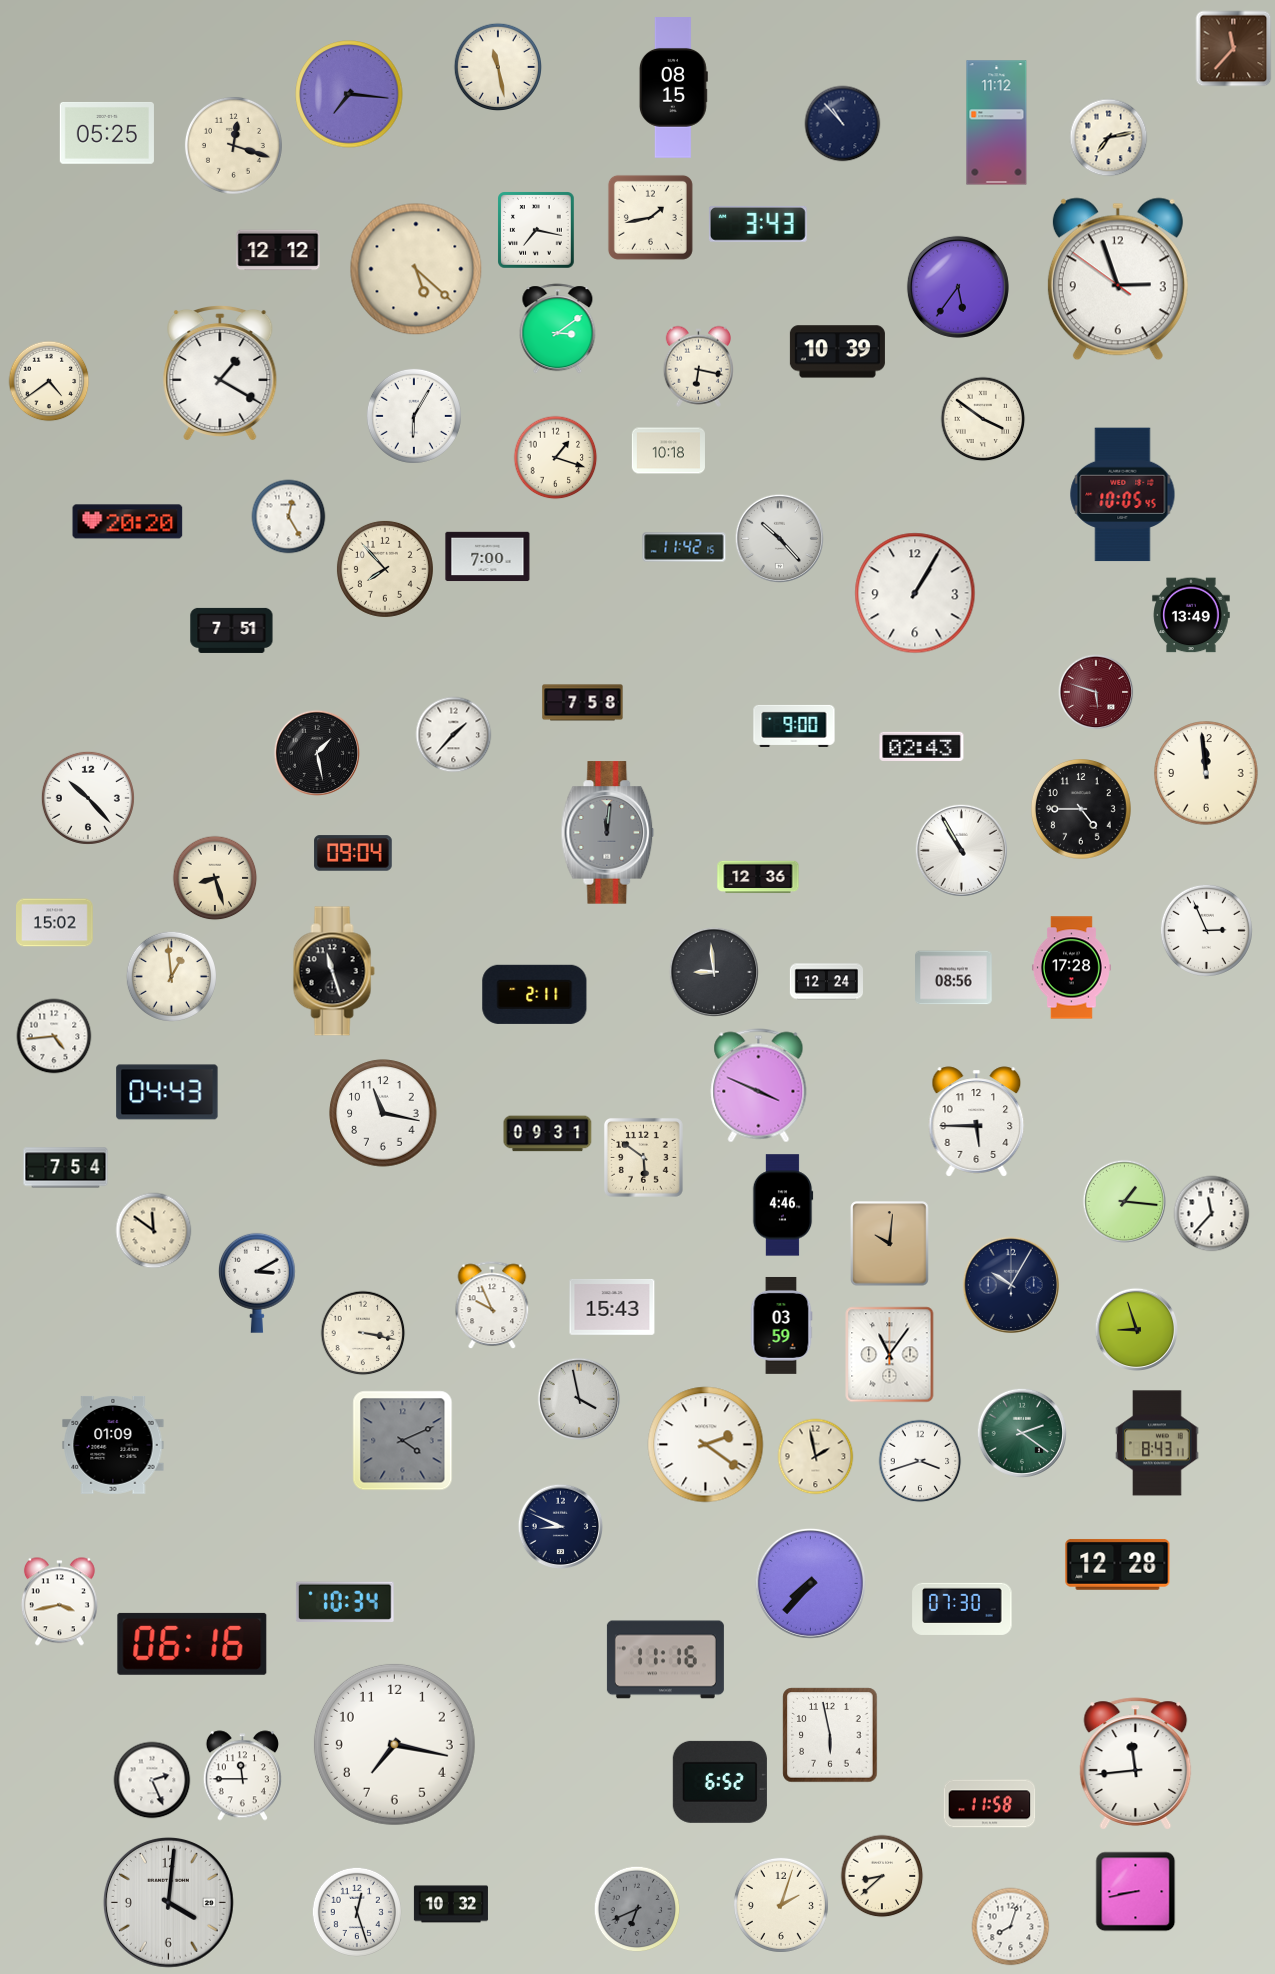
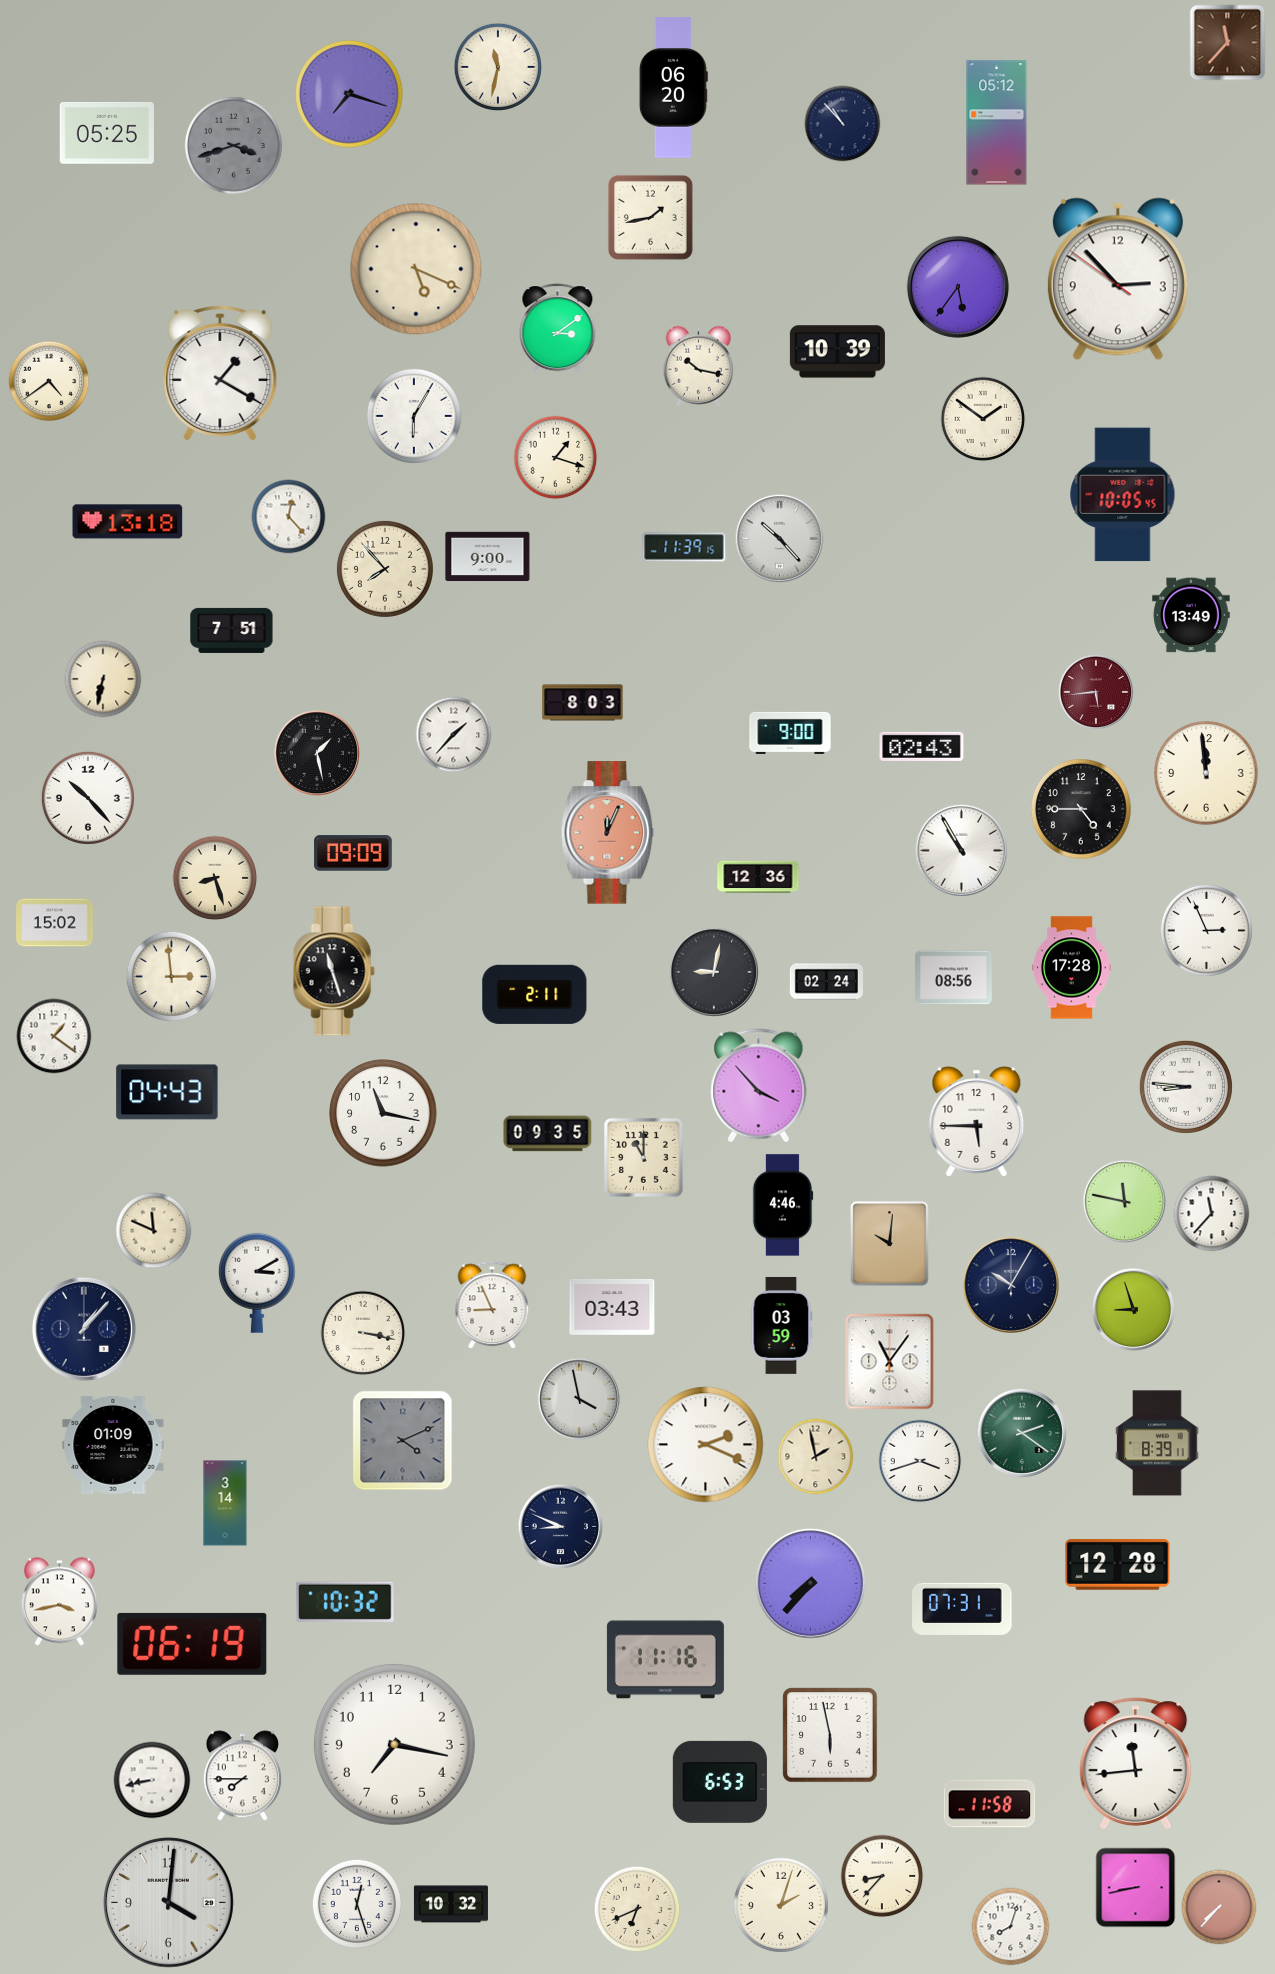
clock at (1234, 49) position: (1234, 49) -> (1228, 43)
clock at (498, 67): 11:28 -> 11:32
clock at (673, 88): 08:15 -> 06:20
clock at (349, 94): 7:16 -> 7:18
clock at (997, 123): 11:12 -> 05:12
clock at (1109, 138): 7:13 -> none
clock at (233, 145): 12:18 -> 3:42
clock at (233, 145) dial: cream -> grey
clock at (758, 224): 3:43 -> none
clock at (536, 230): 7:17 -> none
clock at (278, 250): 12:12 -> none
clock at (416, 269): 5:22 -> 5:19
clock at (1118, 279): 2:56 -> 2:52
clock at (698, 366): 6:17 -> 10:17
clock at (983, 419): 3:51 -> 1:51
clock at (668, 451): 10:18 -> none
clock at (289, 517): 12:25 -> 12:23
clock at (128, 522): 20:20 -> 13:18
clock at (684, 547): 11:42 -> 11:39
clock at (488, 557): 7:00 -> 9:00
clock at (915, 593): 1:05 -> none
clock at (103, 679): none -> 6:32
clock at (1096, 692): 5:48 -> 5:44
clock at (583, 703): 7:58 -> 8:03
clock at (794, 726) position: (794, 726) -> (790, 733)
clock at (608, 833): 12:01 -> 12:04
clock at (608, 833) dial: grey -> salmon
clock at (353, 853): 09:04 -> 09:09
clock at (714, 972): 8:59 -> 9:02
clock at (171, 976): 12:59 -> 2:59
clock at (826, 982): 12:24 -> 02:24
clock at (54, 1036): 4:44 -> 1:21
clock at (759, 1086): 3:49 -> 3:53
clock at (1186, 1087): none -> 8:46
clock at (548, 1134): 09:31 -> 09:35
clock at (643, 1157): 5:51 -> 11:00
clock at (66, 1168): 7:54 -> none
clock at (1125, 1202): 1:16 -> 11:47
clock at (154, 1231): 11:51 -> 11:49
clock at (492, 1306): 9:56 -> 8:56
clock at (612, 1307): 15:43 -> 03:43
clock at (84, 1329): none -> 1:07
clock at (1137, 1330) position: (1137, 1330) -> (1134, 1310)
clock at (890, 1355) position: (890, 1355) -> (890, 1362)
clock at (1157, 1443): 8:43 -> 8:39
clock at (706, 1445): 2:21 -> 2:19
clock at (225, 1503): none -> 3:14
clock at (345, 1602): 10:34 -> 10:32
clock at (962, 1609): 07:30 -> 07:31
clock at (192, 1644): 06:16 -> 06:19
clock at (242, 1776): 11:45 -> 7:45
clock at (152, 1780): 2:26 -> 8:43
clock at (720, 1782): 6:52 -> 6:53
clock at (882, 1876): 8:38 -> 8:37
clock at (1136, 1892) position: (1136, 1892) -> (1136, 1888)
clock at (1219, 1907): none -> 7:37
clock at (637, 1909) dial: grey -> cream
clock at (356, 1911) position: (356, 1911) -> (356, 1903)
